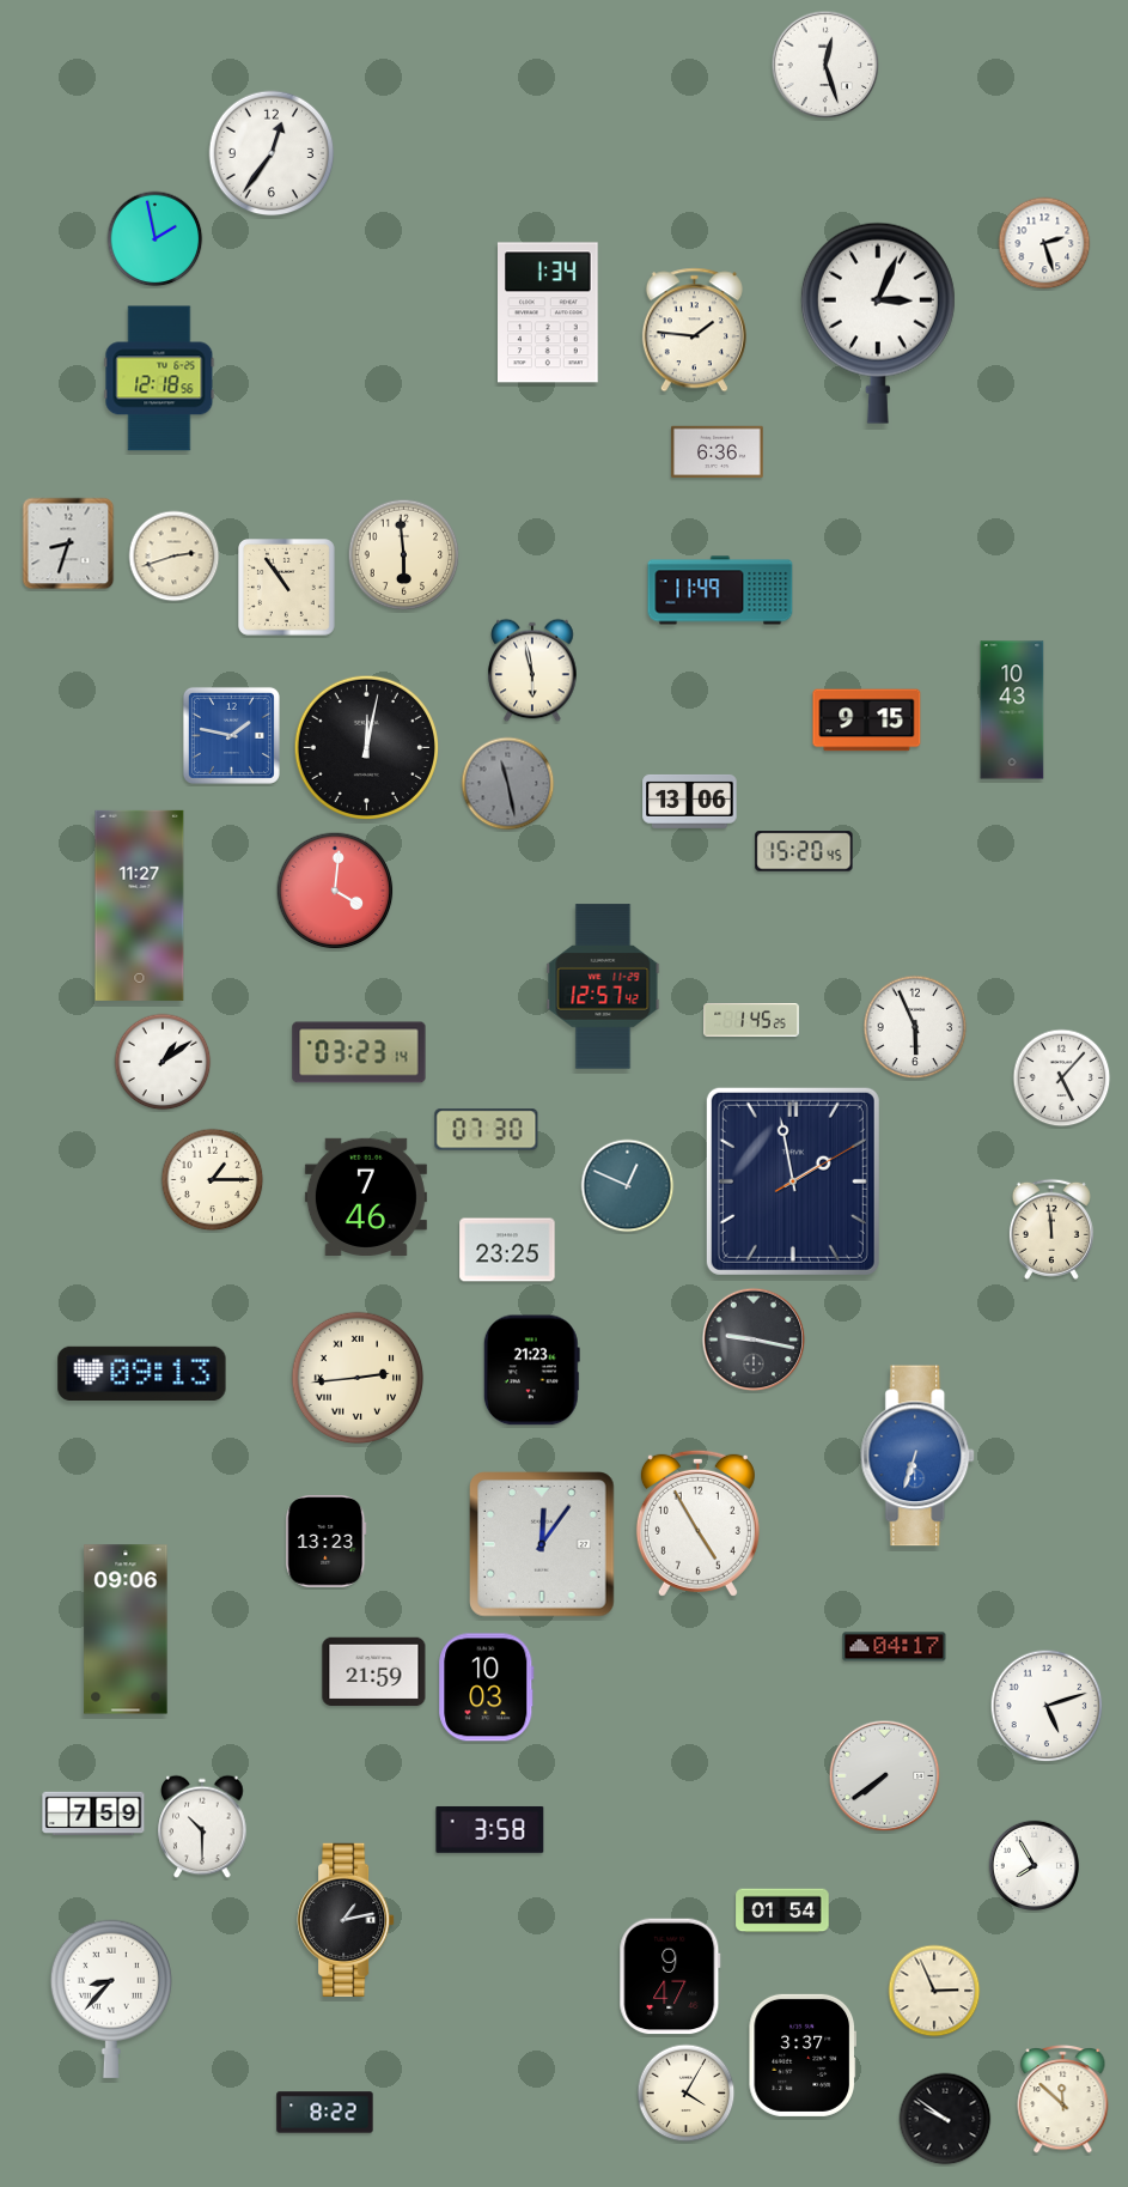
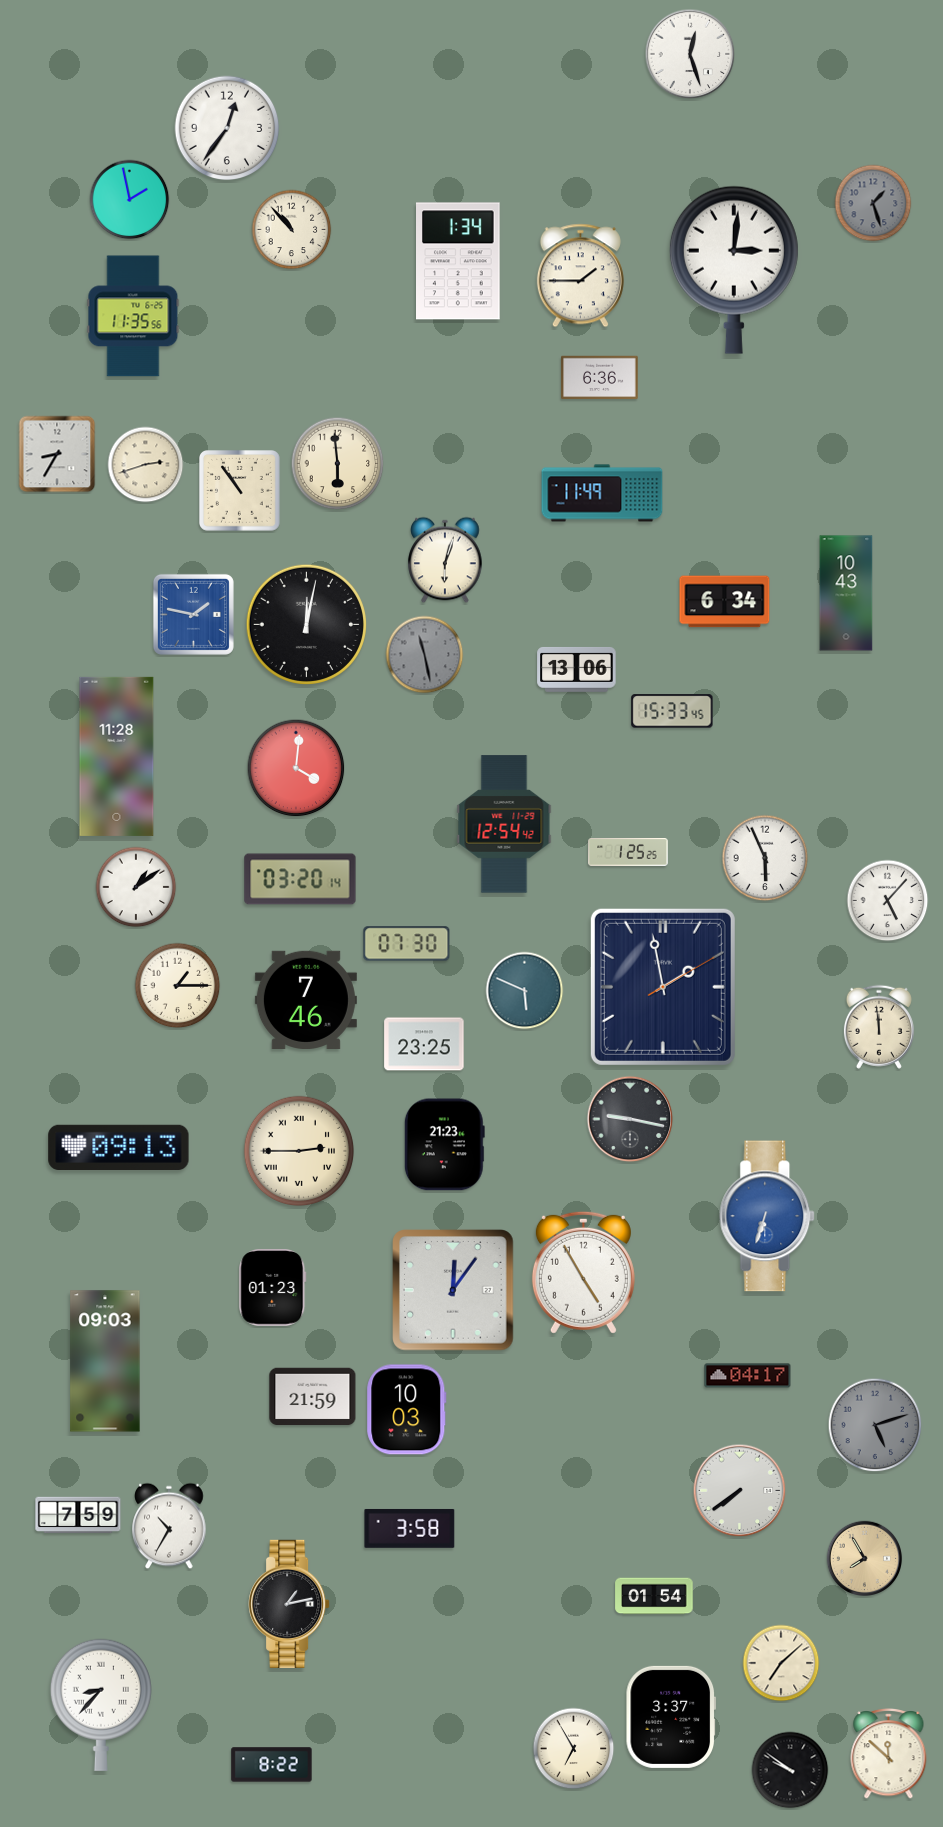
clock at (1044, 243): 2:27 -> 1:27
clock at (1044, 243) dial: white -> grey
clock at (292, 230): none -> 10:53
clock at (878, 323): 3:04 -> 3:01
clock at (694, 330): 1:46 -> 1:45
clock at (159, 378): 12:18 -> 11:35
clock at (68, 543): 8:33 -> 8:35
clock at (532, 670): 5:58 -> 6:03
clock at (867, 721): 9:15 -> 6:34
clock at (804, 851): 15:20 -> 15:33
clock at (335, 891) position: (335, 891) -> (296, 768)
clock at (140, 905): 11:27 -> 11:28
clock at (603, 986): 12:57 -> 12:54
clock at (751, 1021): 1:45 -> 1:25
clock at (359, 1052): 03:23 -> 03:20
clock at (628, 1186): 12:49 -> 5:49
clock at (358, 1378): 2:44 -> 2:45
clock at (327, 1542): 13:23 -> 01:23
clock at (126, 1629): 09:06 -> 09:03
clock at (1047, 1706) dial: white -> grey
clock at (885, 1776) position: (885, 1776) -> (740, 1491)
clock at (202, 1827): 10:30 -> 10:35
clock at (1035, 1866) dial: white -> champagne
clock at (670, 1976): 9:47 -> none
clock at (934, 1991): 2:56 -> 7:08
clock at (111, 1999) position: (111, 1999) -> (101, 1705)
clock at (687, 2094): 4:05 -> 6:55
